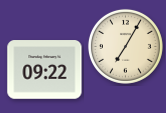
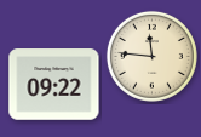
clock at (125, 46): 7:05 -> 11:46
